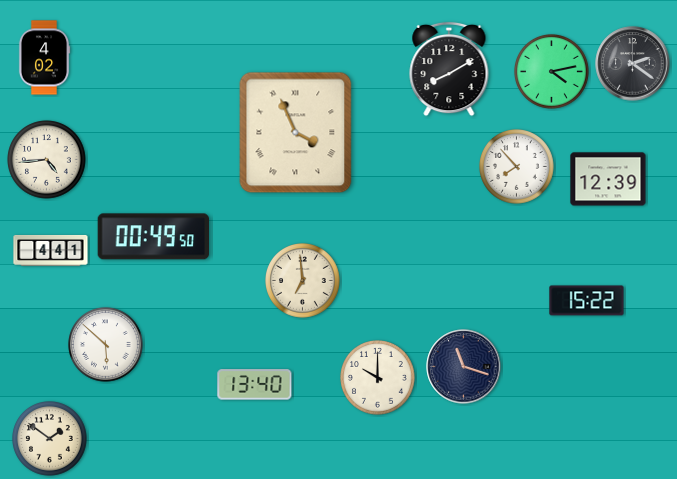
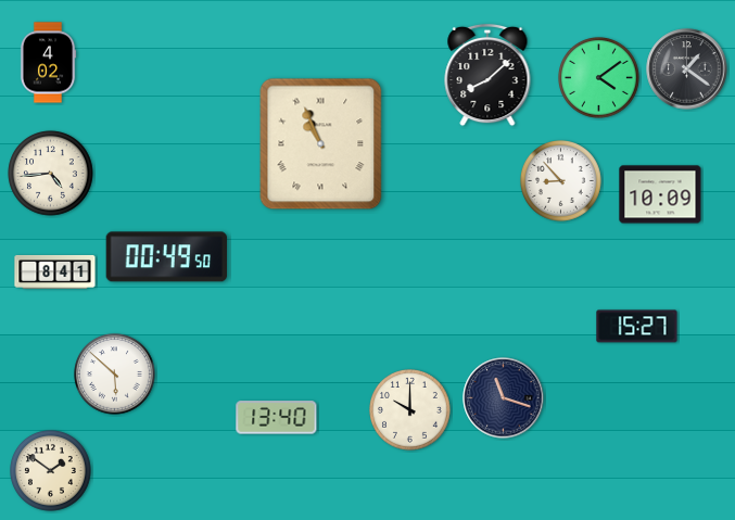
clock at (633, 64): 2:21 -> 1:21
clock at (449, 69): 8:10 -> 8:08
clock at (552, 72): 4:13 -> 4:09
clock at (296, 133): 3:56 -> 10:56
clock at (517, 167): 7:53 -> 8:53
clock at (608, 179): 12:39 -> 10:09
clock at (51, 251): 4:41 -> 8:41
clock at (303, 281): 6:59 -> none
clock at (587, 301): 15:22 -> 15:27
clock at (50, 439) position: (50, 439) -> (51, 471)
